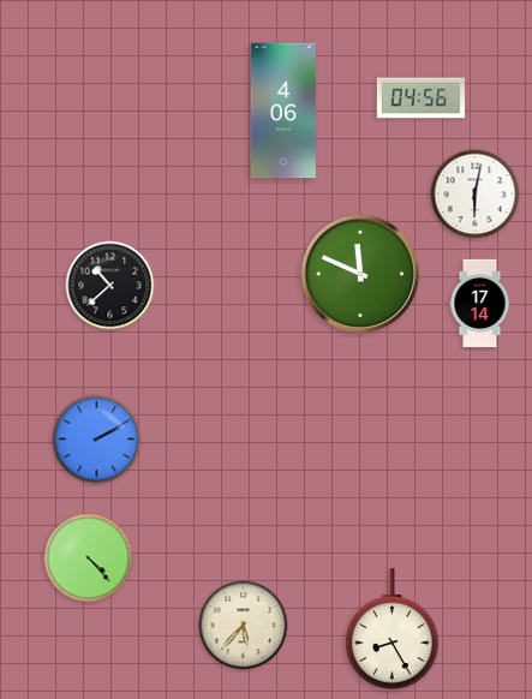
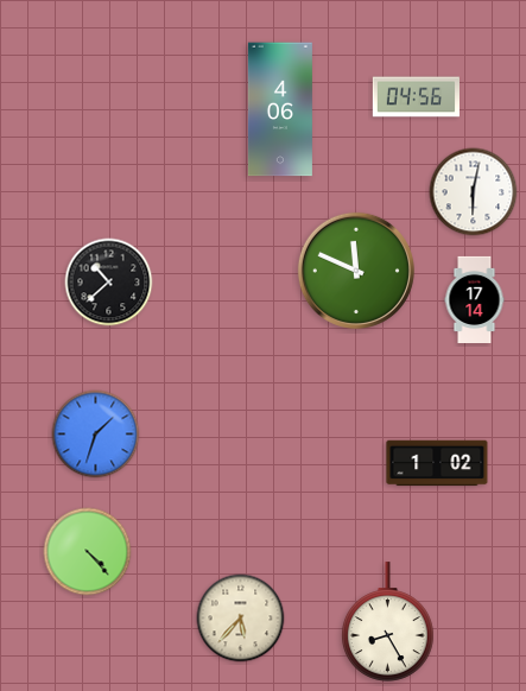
clock at (476, 195) position: (476, 195) -> (474, 192)
clock at (97, 440): 2:10 -> 1:33
clock at (437, 463): none -> 1:02
